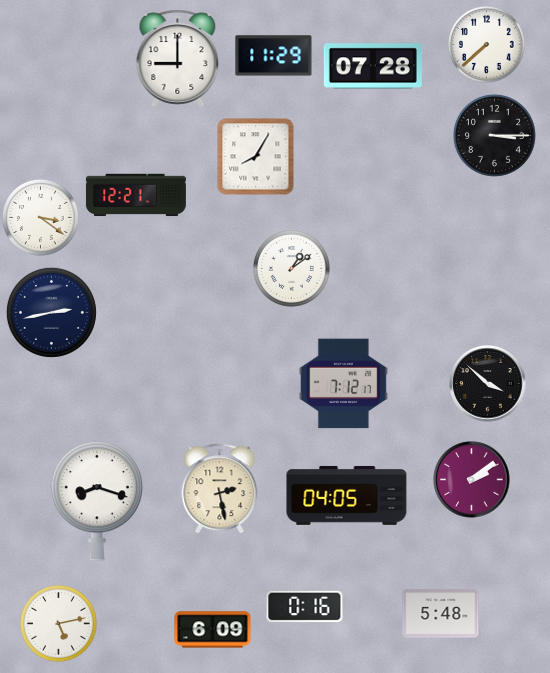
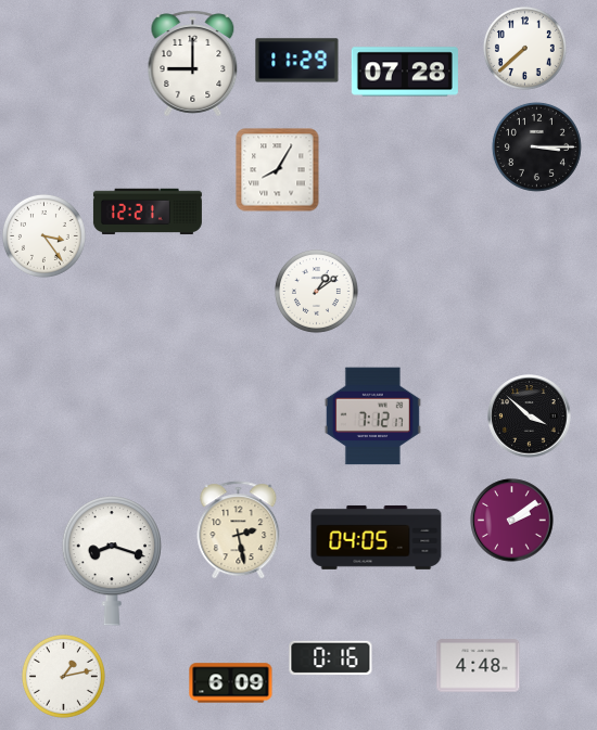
clock at (486, 44) position: (486, 44) -> (524, 48)
clock at (40, 217): 3:21 -> 3:24
clock at (51, 312): 2:43 -> none
clock at (97, 502) position: (97, 502) -> (112, 562)
clock at (441, 614): 5:48 -> 4:48
clock at (58, 623): 5:13 -> 1:13
